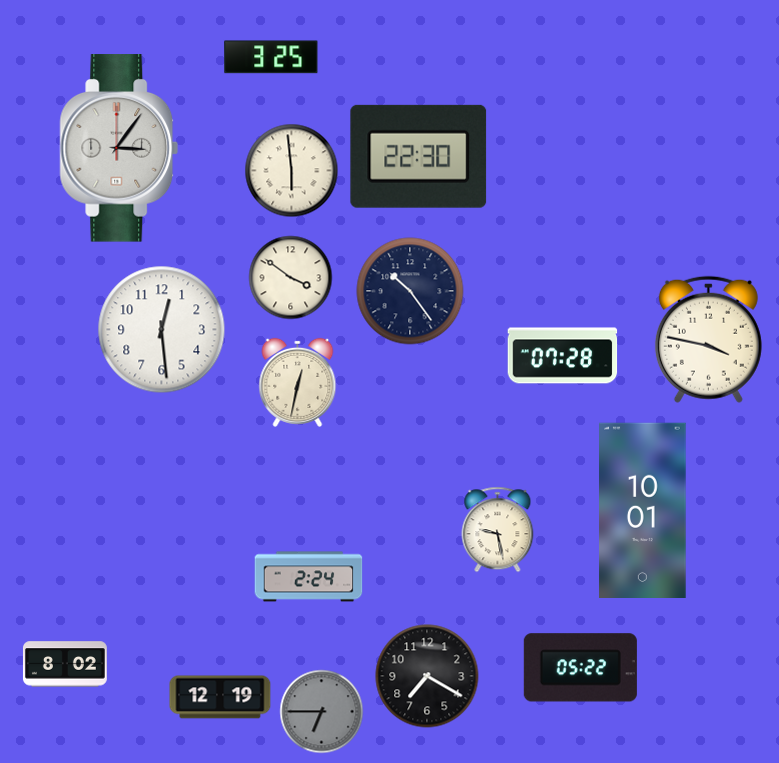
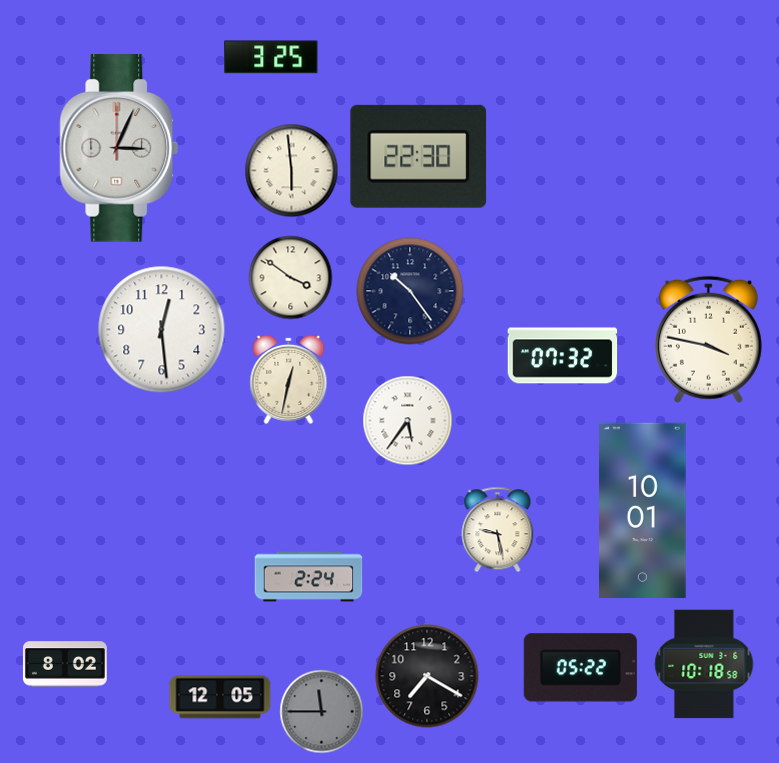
clock at (119, 148): 3:06 -> 3:04
clock at (563, 356): 07:28 -> 07:32
clock at (298, 382) position: (298, 382) -> (289, 379)
clock at (408, 421): none -> 5:36
clock at (704, 664): none -> 10:18
clock at (220, 697): 12:19 -> 12:05
clock at (322, 712): 6:45 -> 11:45
